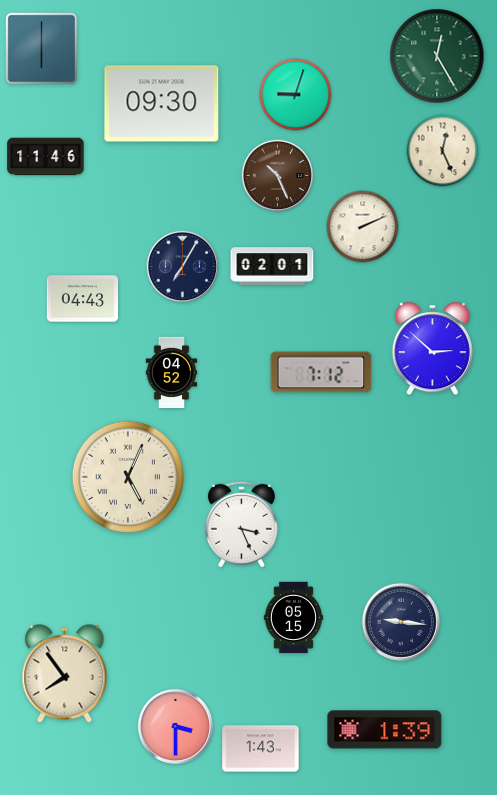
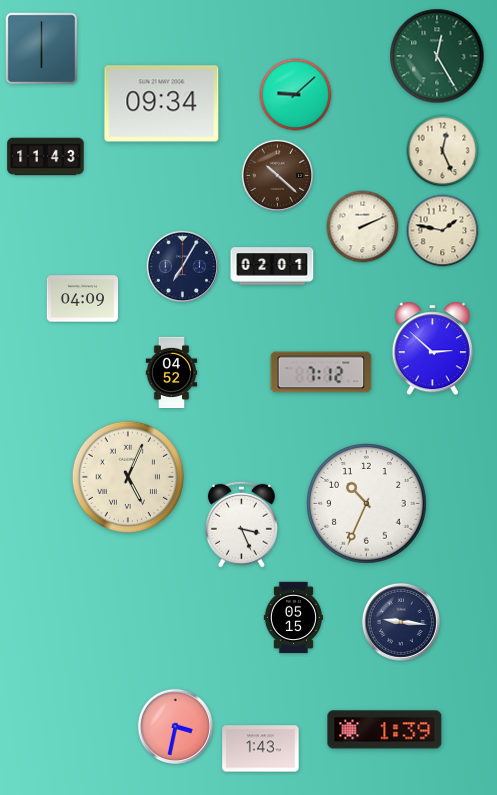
clock at (296, 95): 9:03 -> 9:08
clock at (162, 104): 09:30 -> 09:34
clock at (46, 157): 11:46 -> 11:43
clock at (278, 176): 10:26 -> 10:22
clock at (443, 231): none -> 1:47
clock at (83, 299): 04:43 -> 04:09
clock at (367, 504): none -> 10:34
clock at (65, 674): 7:54 -> none
clock at (175, 726): 3:30 -> 3:32
